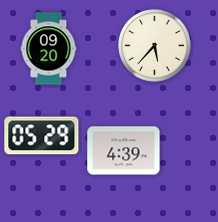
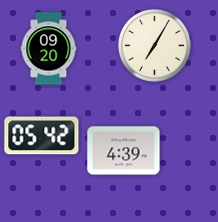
clock at (155, 46): 5:37 -> 7:05
clock at (42, 136): 05:29 -> 05:42
